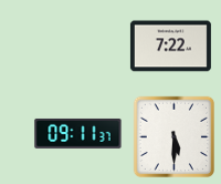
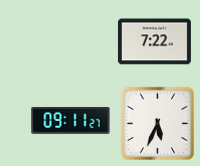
clock at (78, 133): 09:11:37 -> 09:11:27
clock at (173, 136): 5:30 -> 5:34
